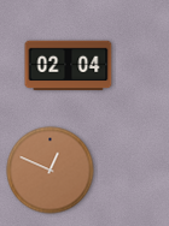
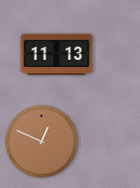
clock at (69, 66): 02:04 -> 11:13
